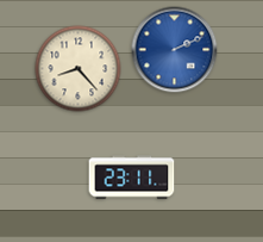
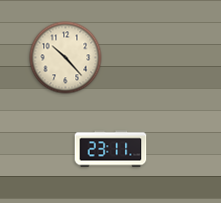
clock at (175, 50): 2:11 -> none
clock at (79, 69): 8:23 -> 10:23
